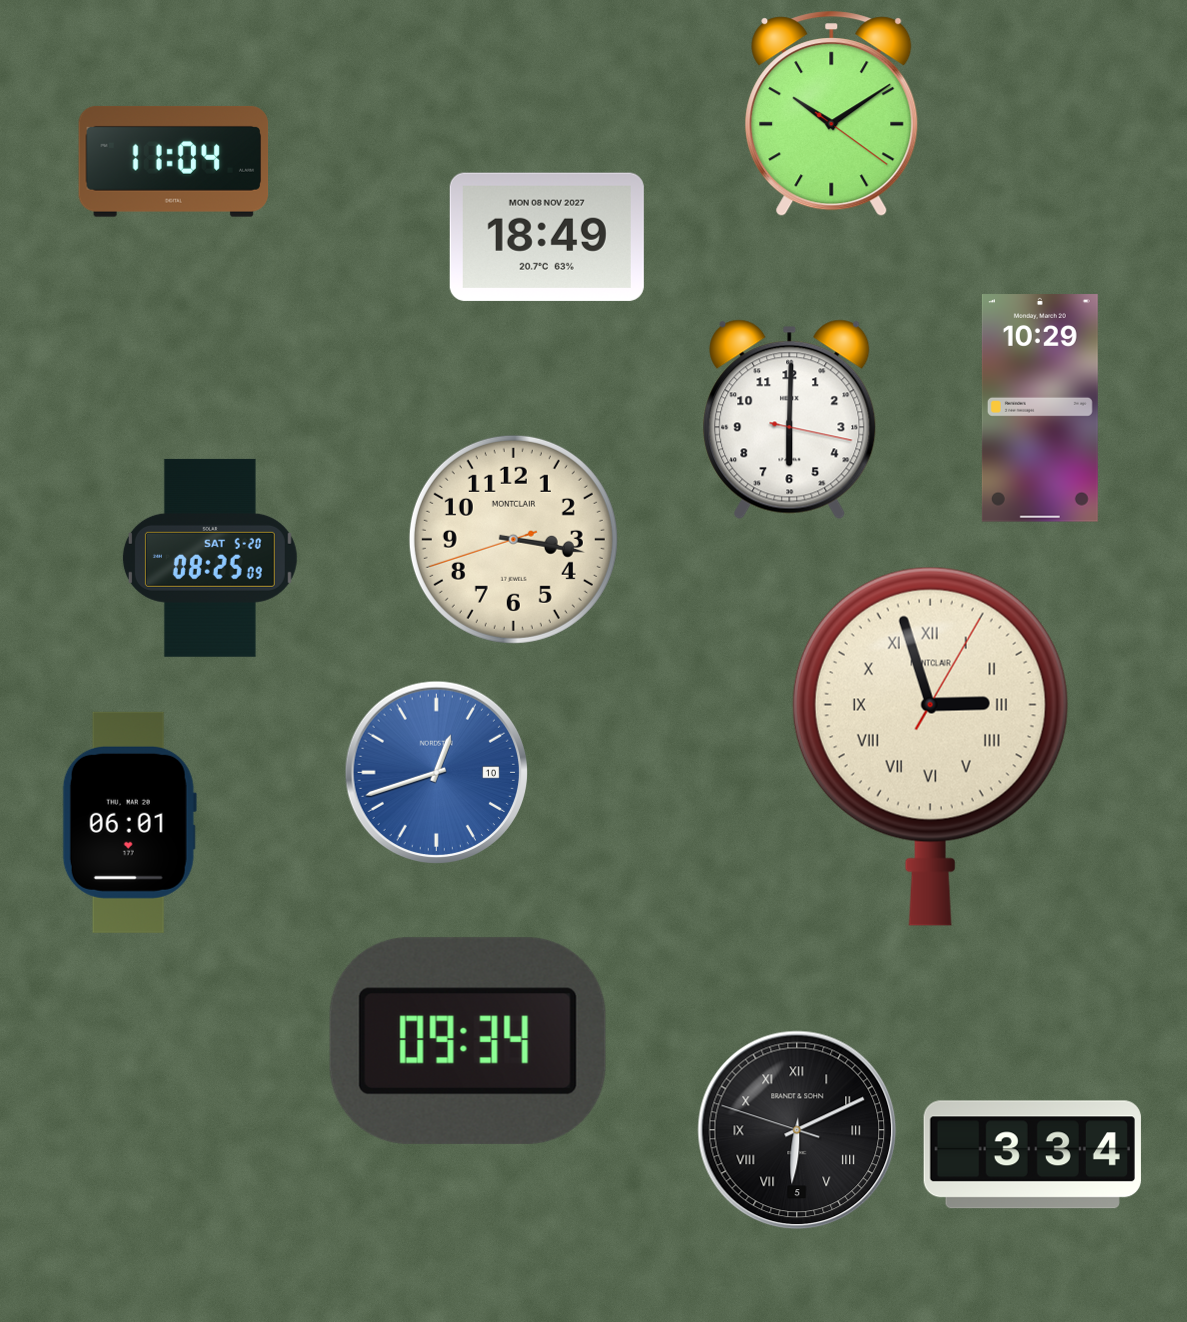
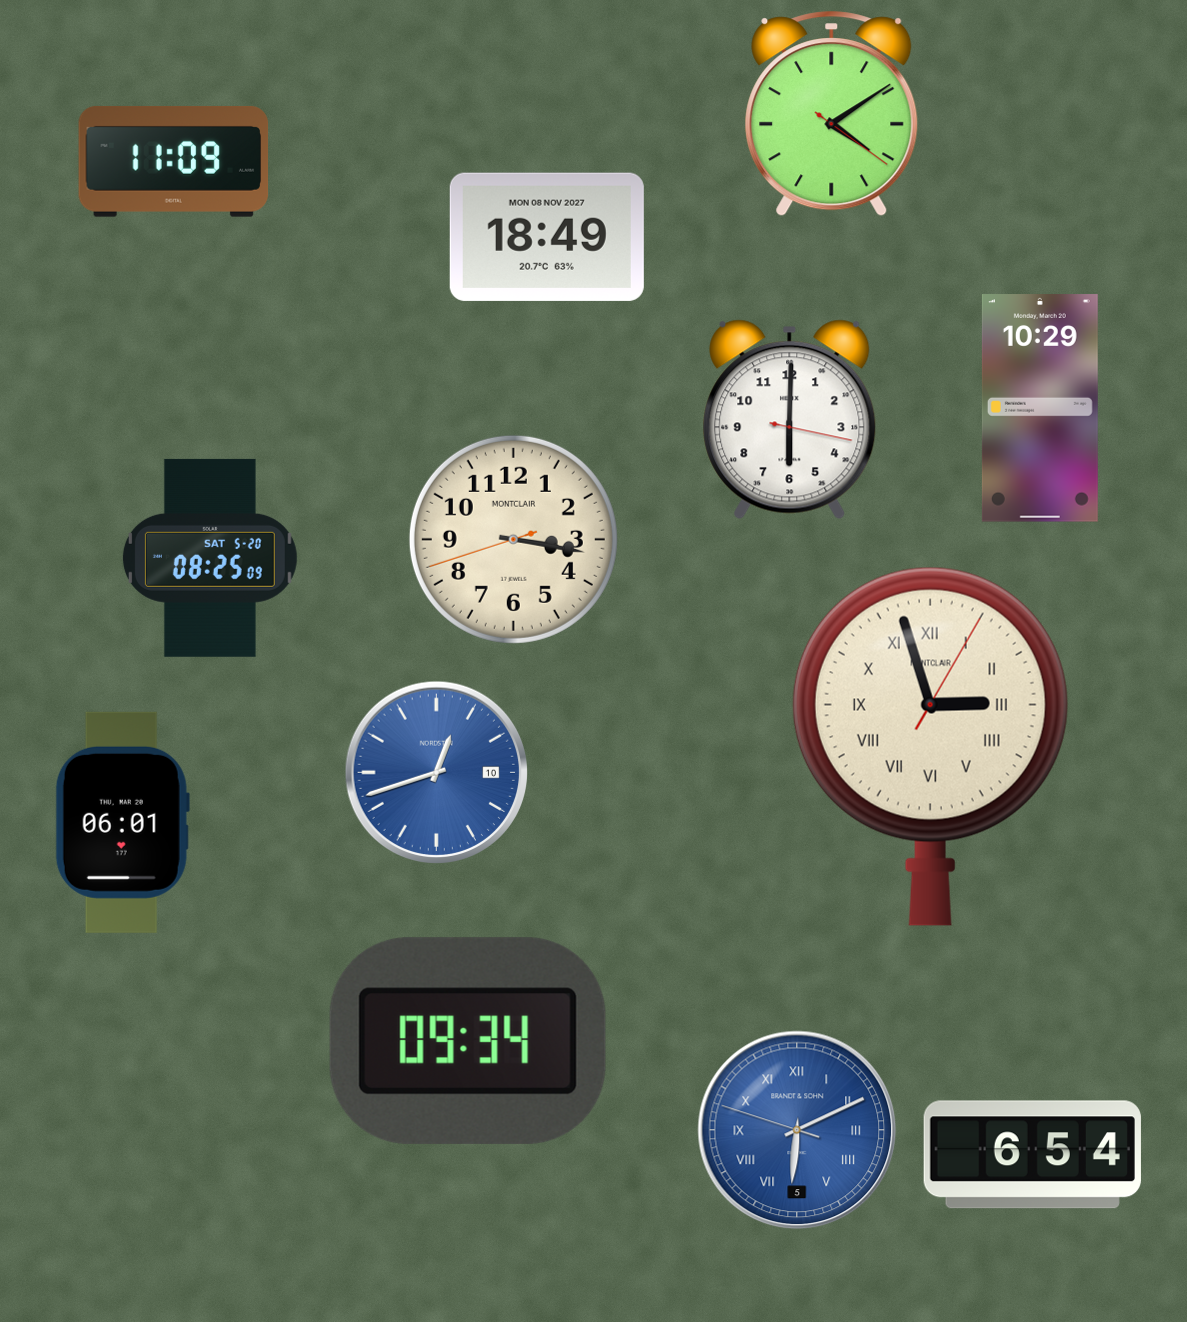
clock at (832, 114): 10:09 -> 4:09
clock at (174, 161): 11:04 -> 11:09
clock at (129, 822) position: (129, 822) -> (122, 822)
clock at (797, 1130) dial: black -> blue
clock at (1032, 1155): 3:34 -> 6:54
